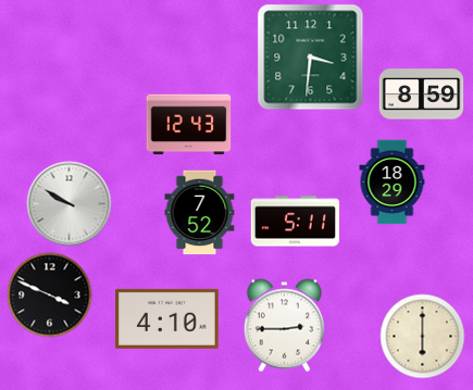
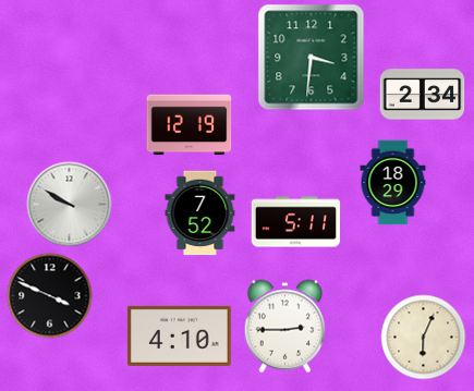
clock at (421, 95): 8:59 -> 2:34
clock at (188, 125): 12:43 -> 12:19
clock at (167, 318) position: (167, 318) -> (180, 335)
clock at (422, 336): 6:00 -> 6:04
